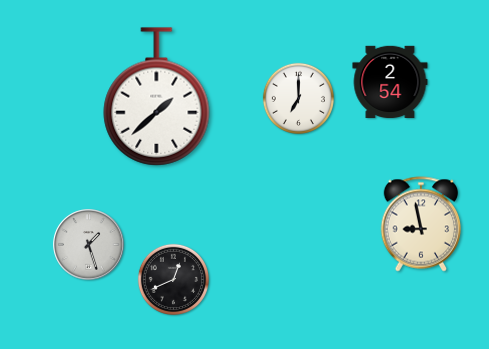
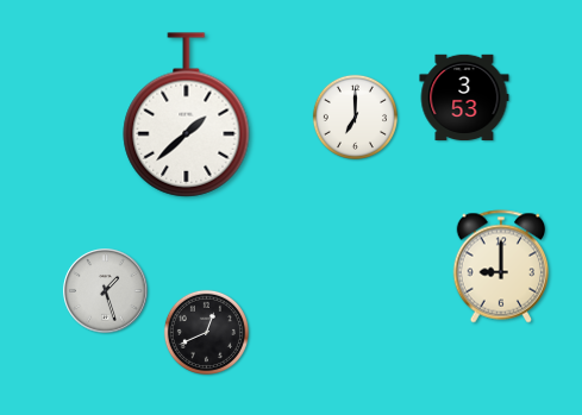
clock at (390, 81): 2:54 -> 3:53
clock at (421, 224): 8:58 -> 9:00
